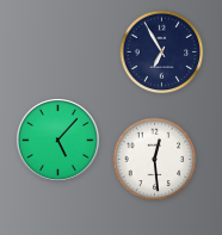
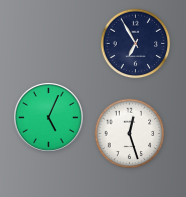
clock at (58, 141): 5:07 -> 5:04
clock at (155, 160): 12:29 -> 12:27
